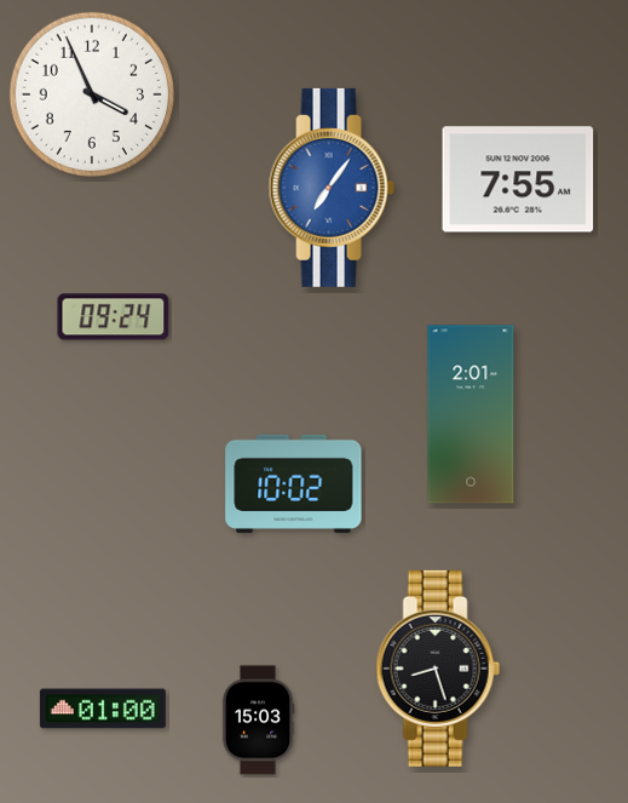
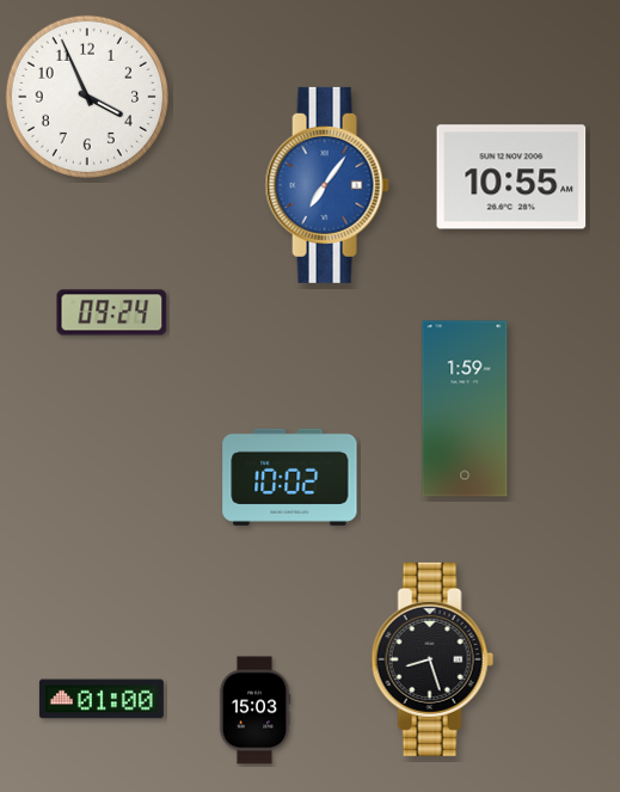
clock at (92, 94) position: (92, 94) -> (87, 97)
clock at (518, 179): 7:55 -> 10:55
clock at (471, 414): 2:01 -> 1:59
